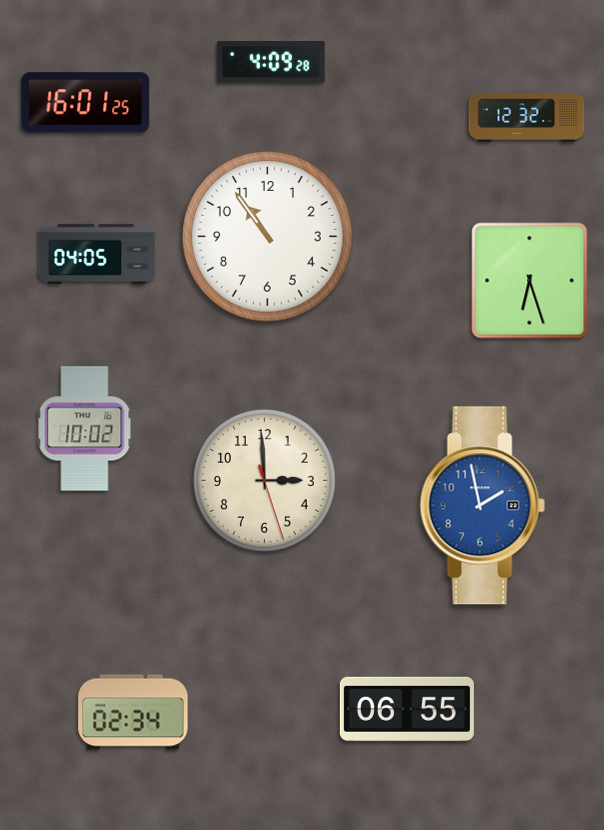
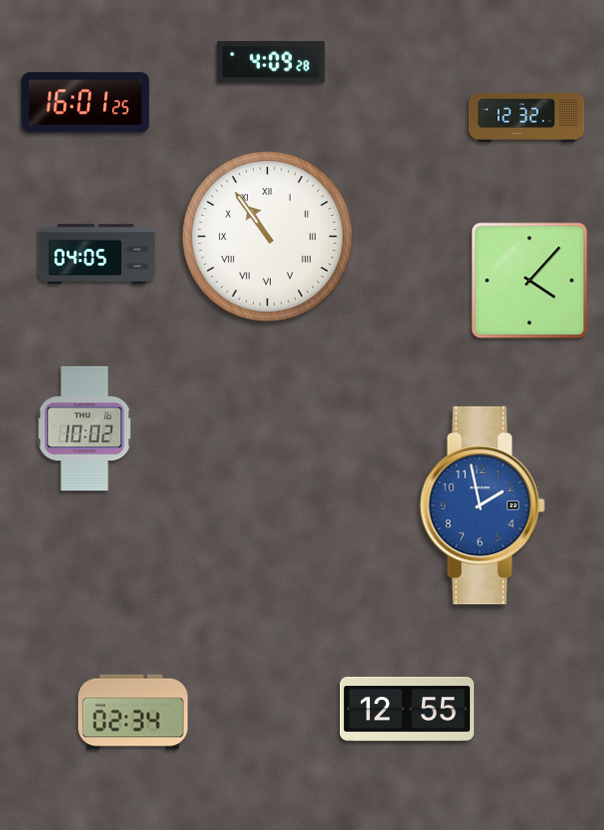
clock at (268, 237) numerals: Arabic -> Roman
clock at (530, 281): 6:27 -> 4:07
clock at (264, 480): 2:59 -> none
clock at (407, 709): 06:55 -> 12:55
